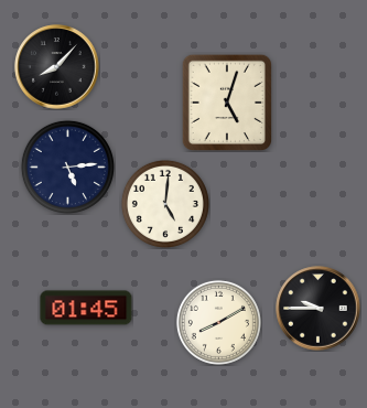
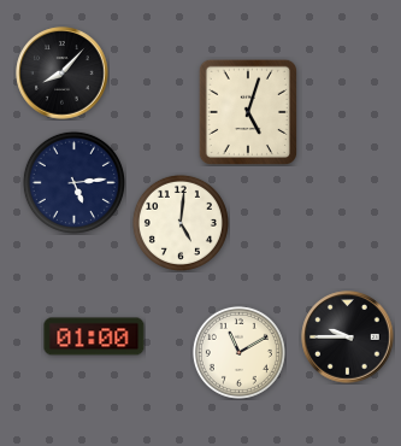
clock at (86, 308): 01:45 -> 01:00
clock at (218, 322): 8:10 -> 11:10
